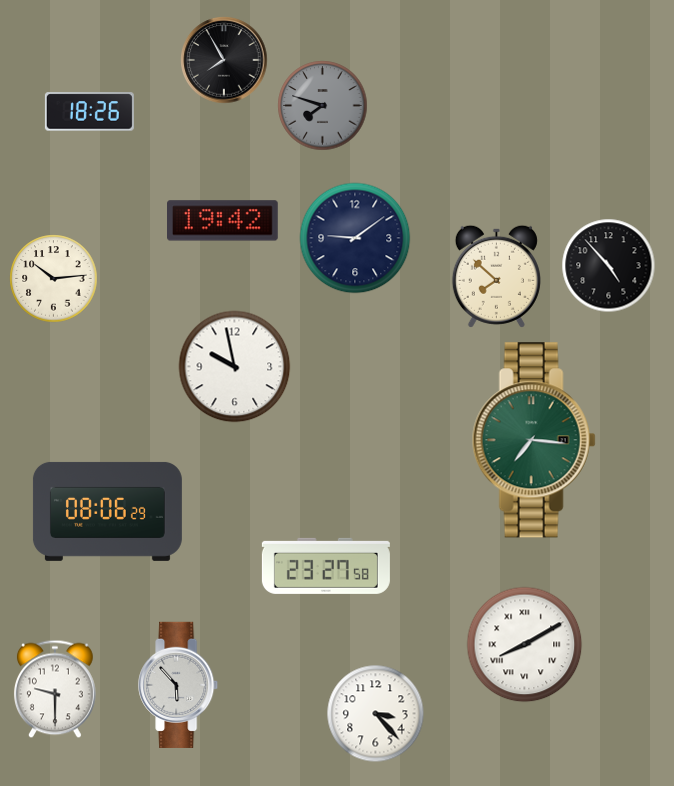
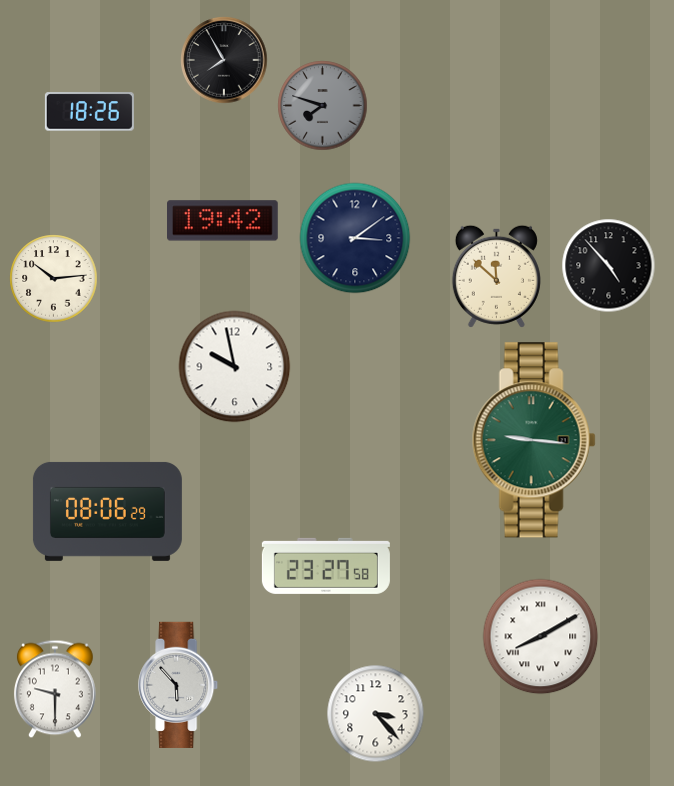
clock at (355, 238): 9:09 -> 3:09
clock at (496, 276): 7:52 -> 11:52
clock at (534, 440): 7:16 -> 9:16
clock at (525, 645) position: (525, 645) -> (541, 637)
